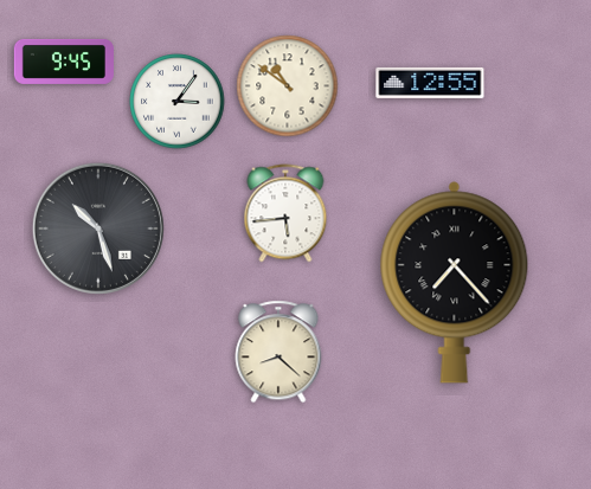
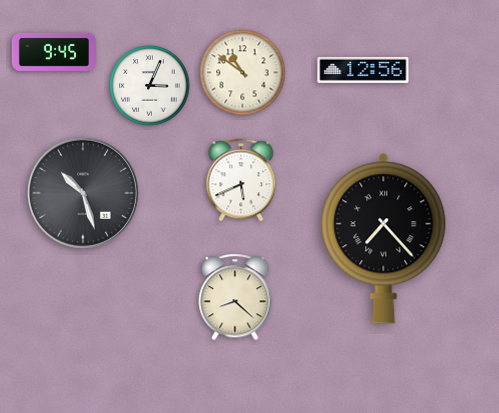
clock at (430, 83): 12:55 -> 12:56
clock at (178, 102): 3:06 -> 3:04
clock at (285, 213): 5:44 -> 5:41
